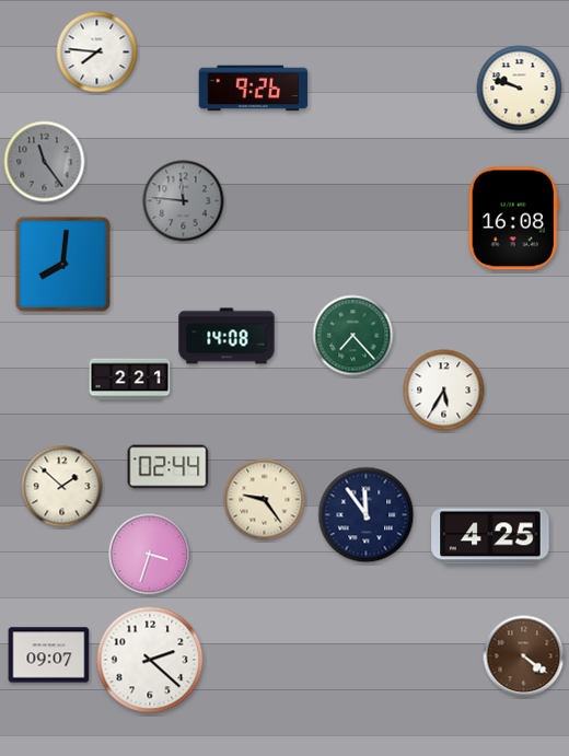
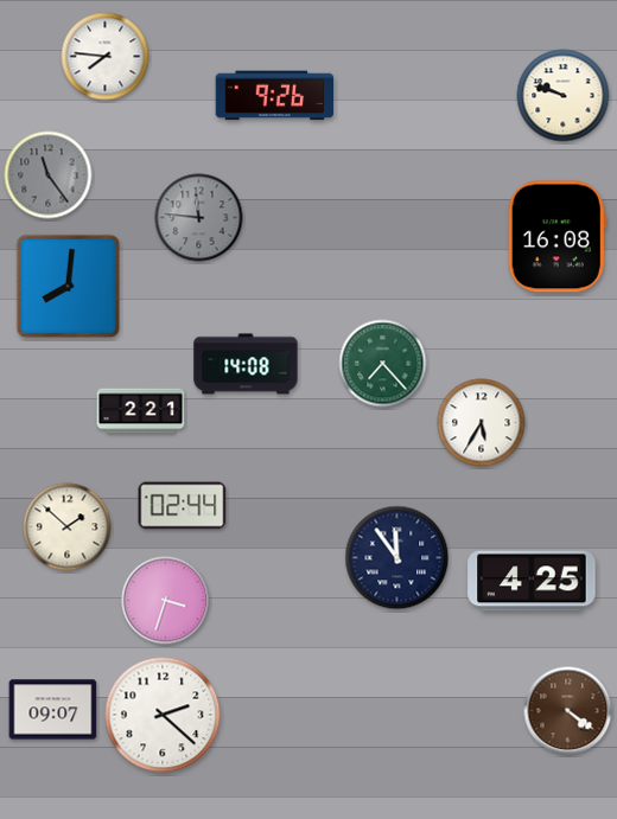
clock at (265, 500): 9:24 -> none
clock at (150, 555) position: (150, 555) -> (166, 601)
